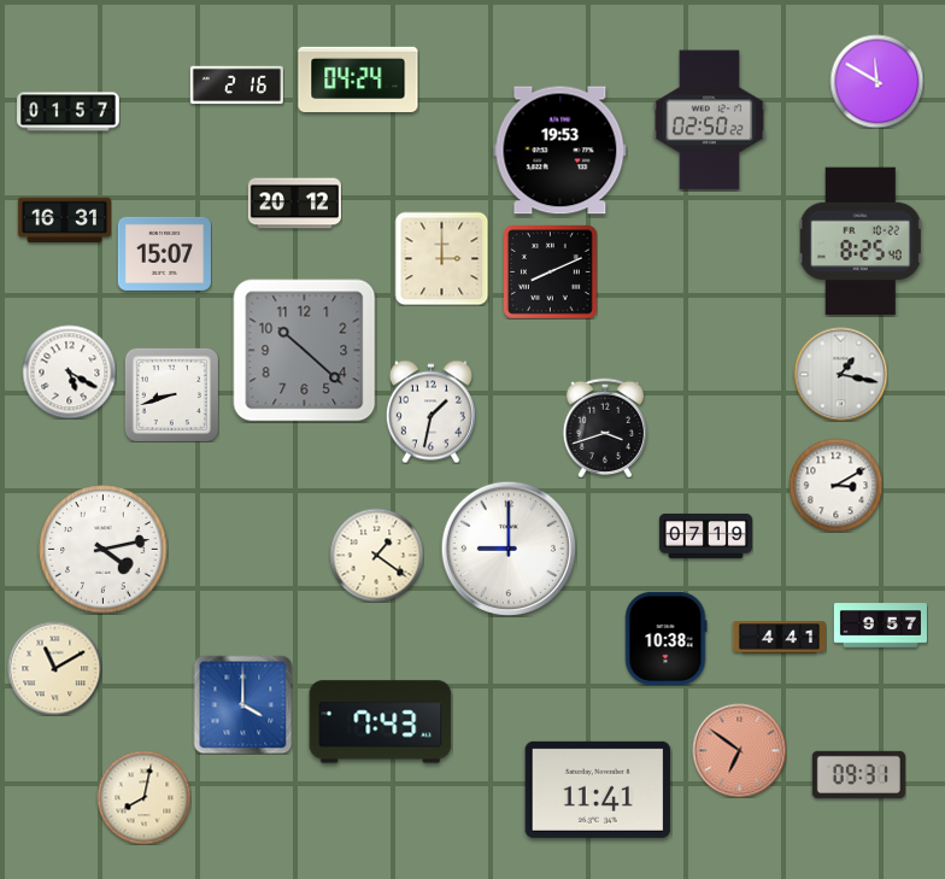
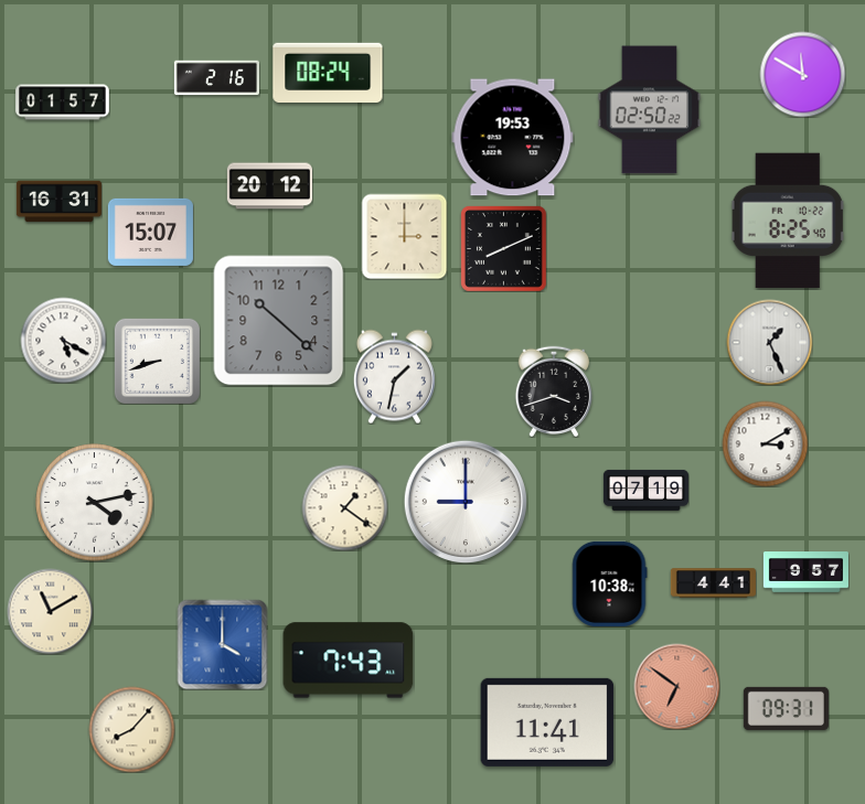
clock at (358, 80): 04:24 -> 08:24
clock at (840, 374): 1:17 -> 1:26
clock at (143, 797): 8:02 -> 8:07
